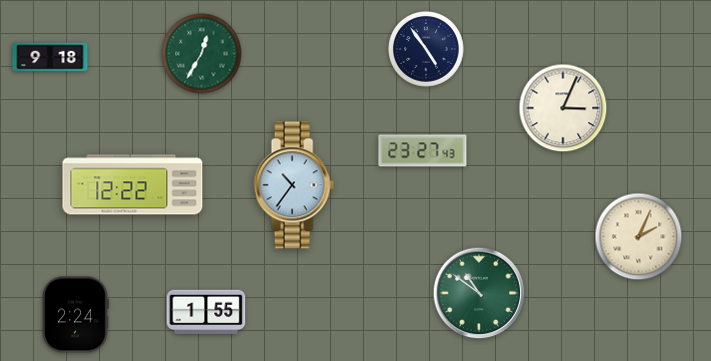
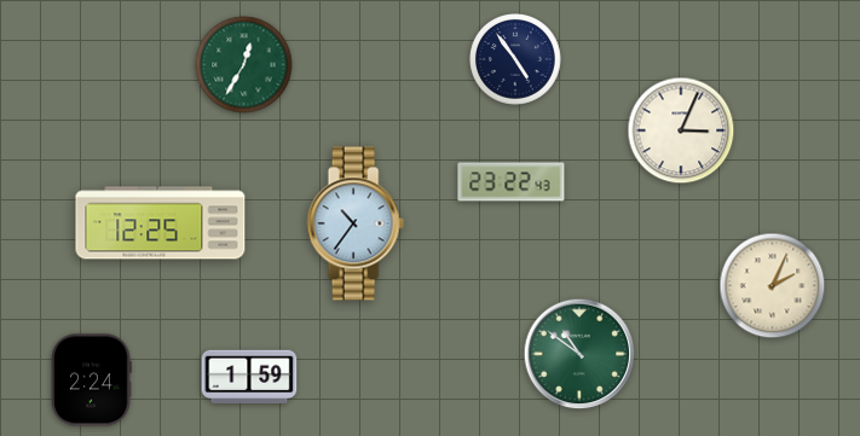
clock at (50, 57): 9:18 -> none
clock at (423, 151): 23:27 -> 23:22
clock at (133, 185): 12:22 -> 12:25
clock at (206, 312): 1:55 -> 1:59
